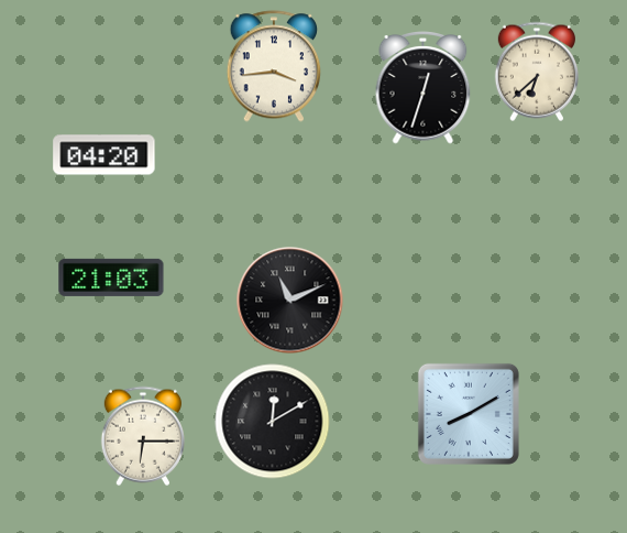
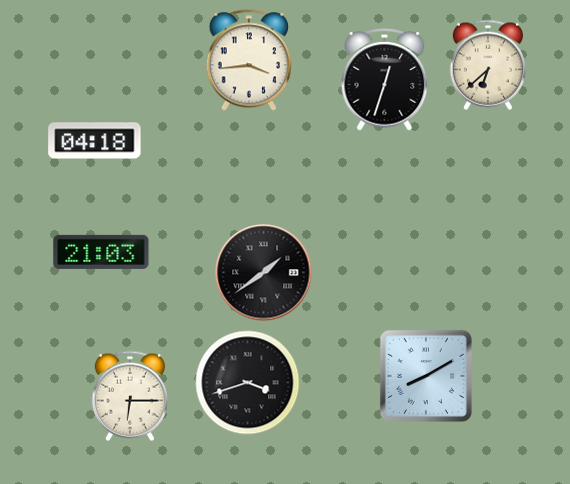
clock at (105, 155): 04:20 -> 04:18
clock at (290, 301): 11:11 -> 1:39
clock at (273, 422): 12:10 -> 3:42
